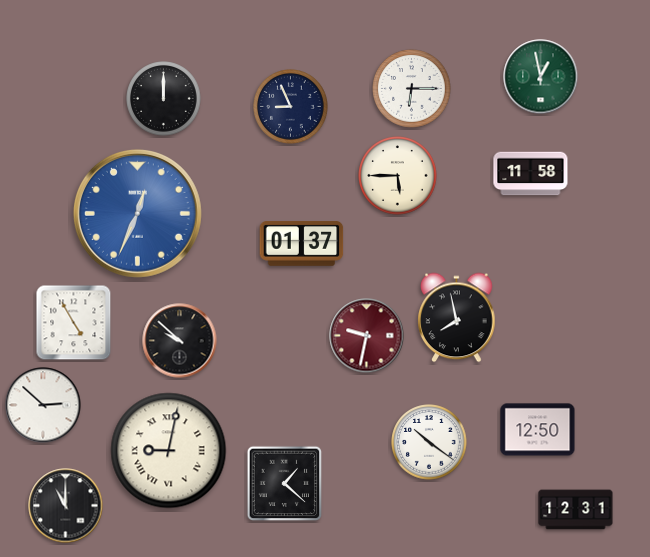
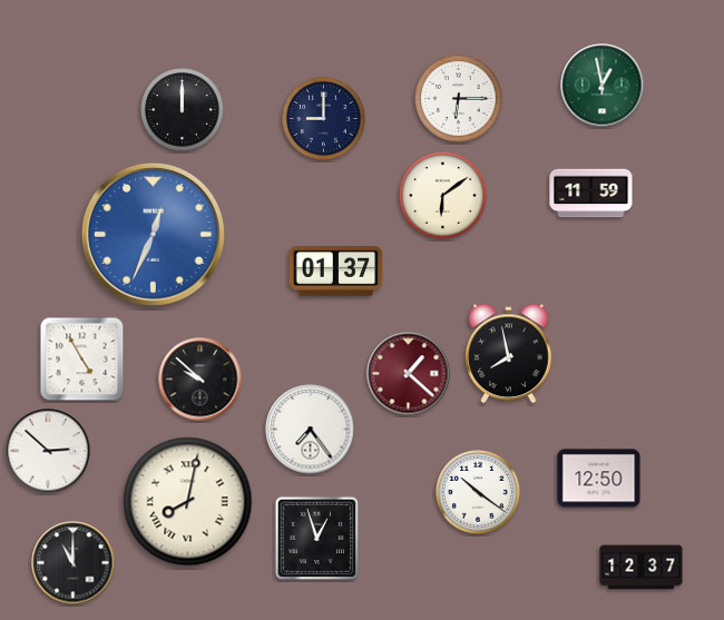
clock at (291, 107): 8:56 -> 9:00
clock at (531, 174): 11:58 -> 11:59
clock at (398, 176): 5:45 -> 6:09
clock at (137, 213) position: (137, 213) -> (153, 234)
clock at (367, 336): 9:32 -> 1:22
clock at (311, 430): none -> 7:24
clock at (169, 451): 9:02 -> 8:02
clock at (285, 484): 1:22 -> 12:57
clock at (576, 510): 12:31 -> 12:37
